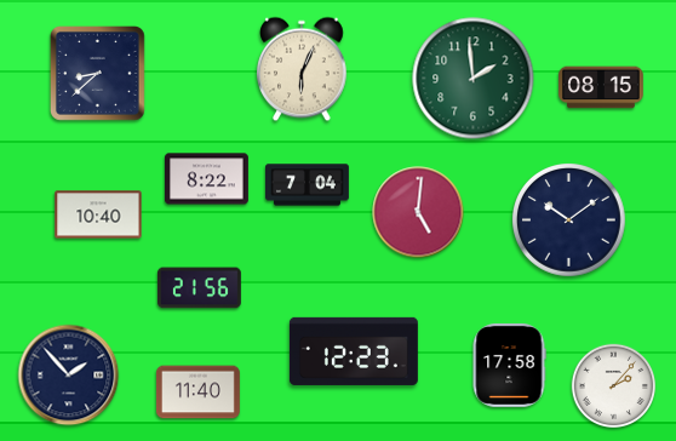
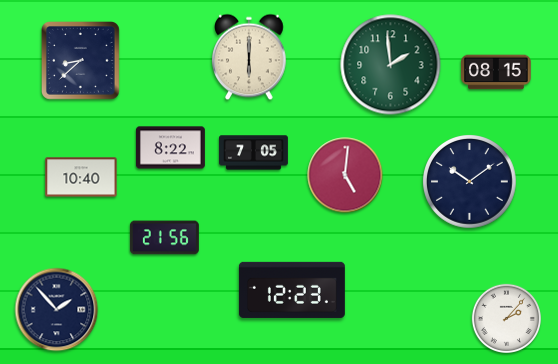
clock at (303, 69): 6:04 -> 6:00
clock at (308, 185): 7:04 -> 7:05
clock at (509, 365): 17:58 -> none
clock at (197, 393): 11:40 -> none
